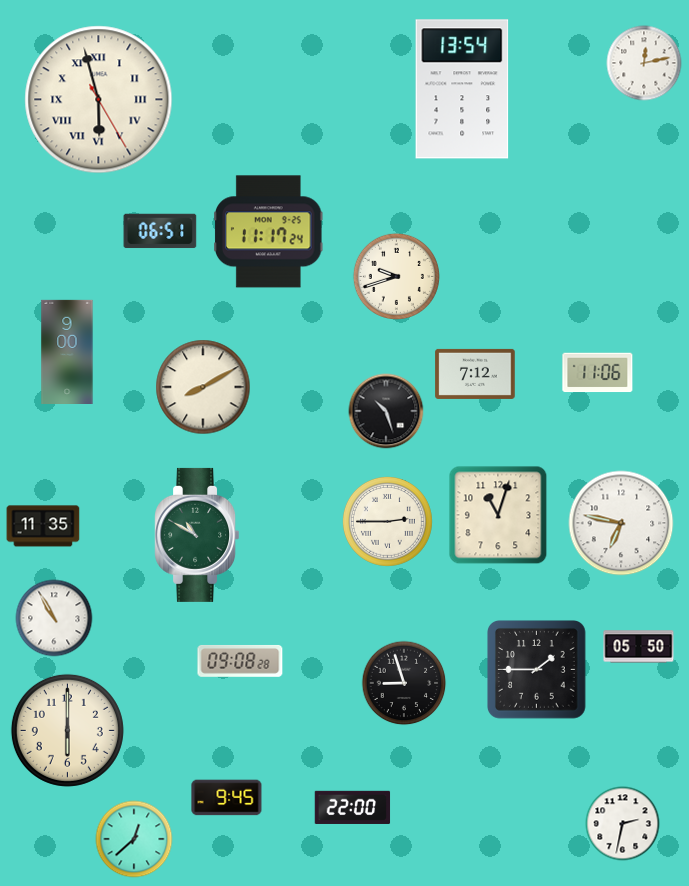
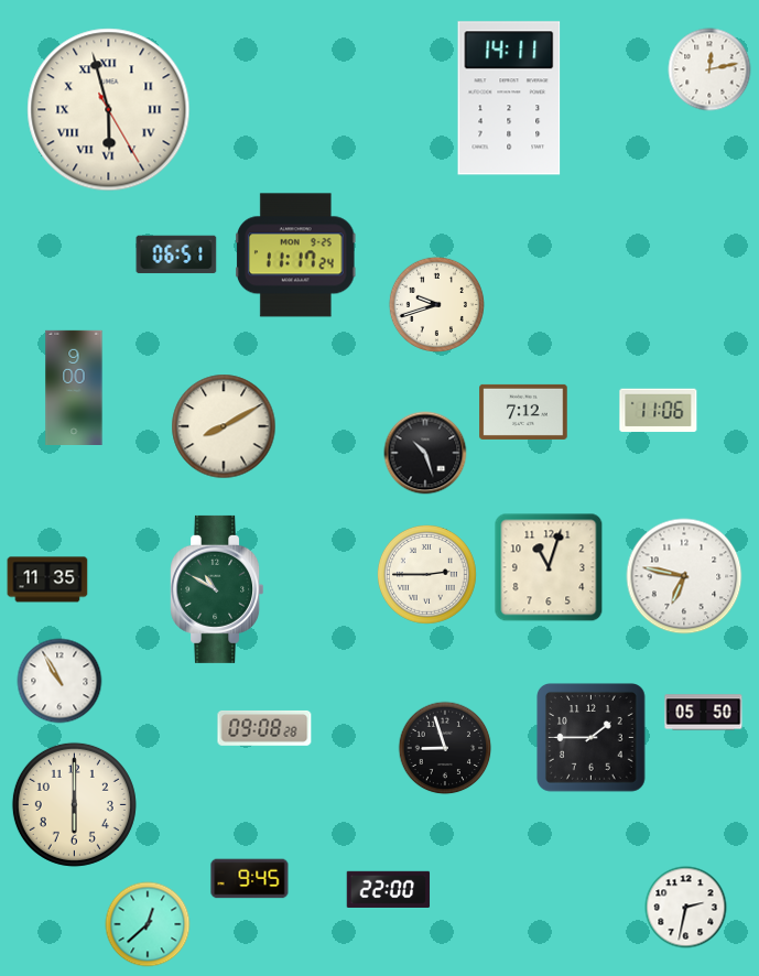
clock at (462, 89): 13:54 -> 14:11
clock at (404, 683) position: (404, 683) -> (445, 748)
